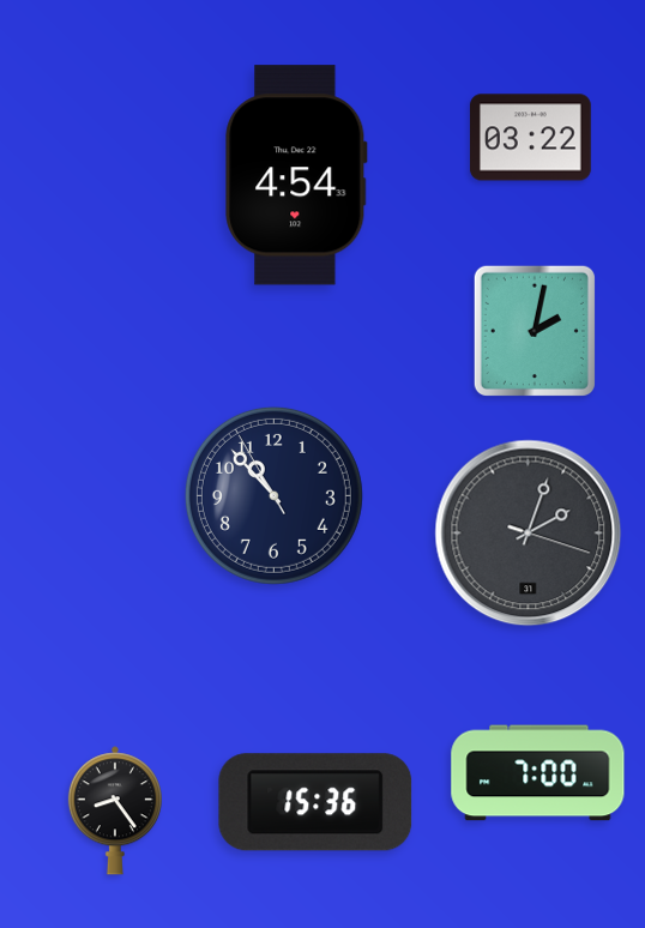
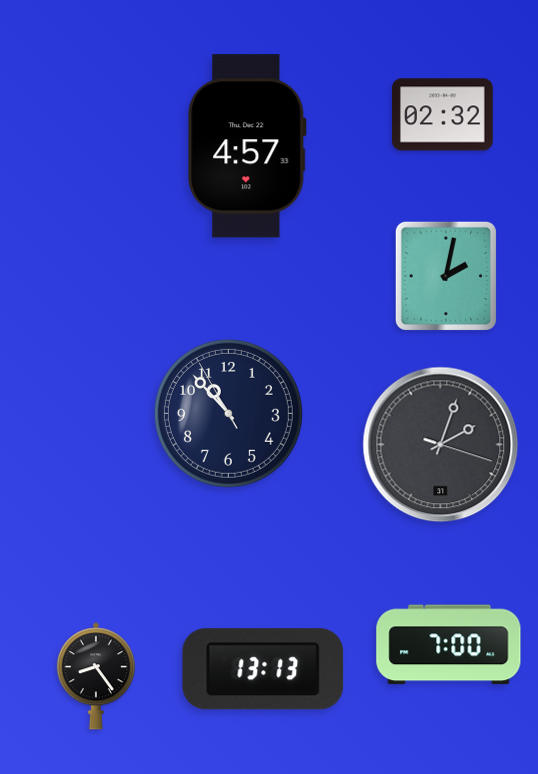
clock at (531, 138): 03:22 -> 02:32
clock at (296, 175): 4:54 -> 4:57
clock at (315, 802): 15:36 -> 13:13
